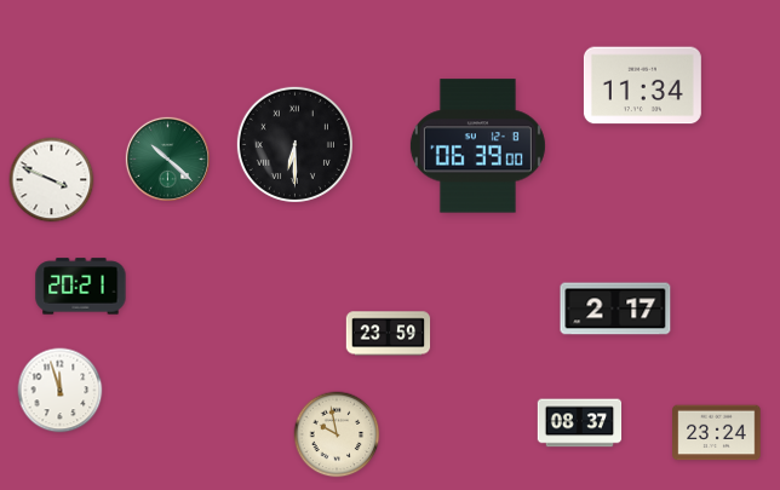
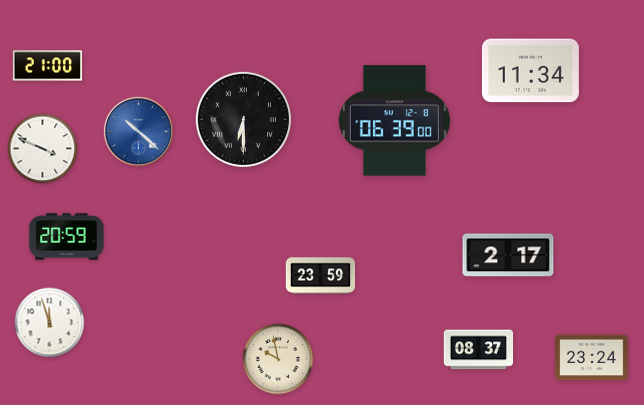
clock at (48, 66): none -> 21:00
clock at (167, 158) dial: green -> blue
clock at (81, 287): 20:21 -> 20:59
